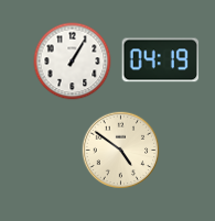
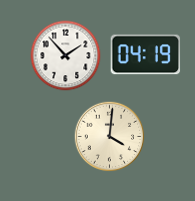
clock at (73, 62): 1:05 -> 1:53
clock at (121, 151): 4:51 -> 4:01
